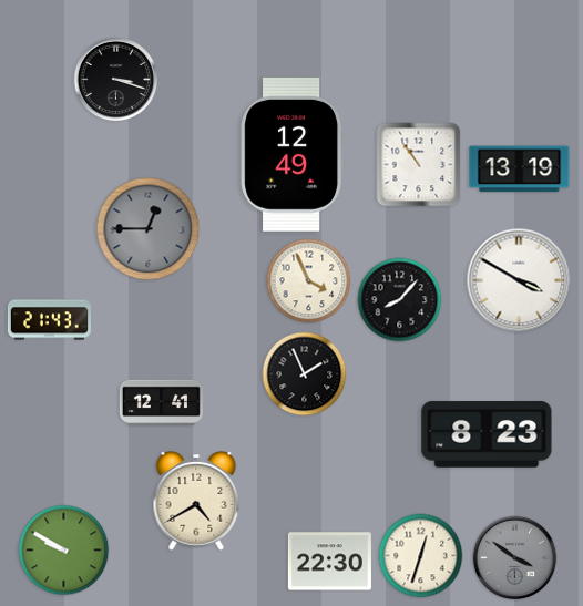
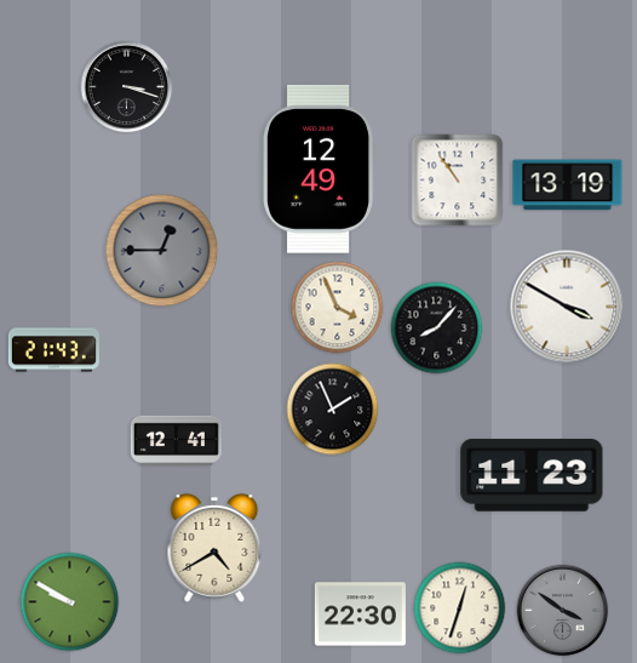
clock at (487, 434): 8:23 -> 11:23
